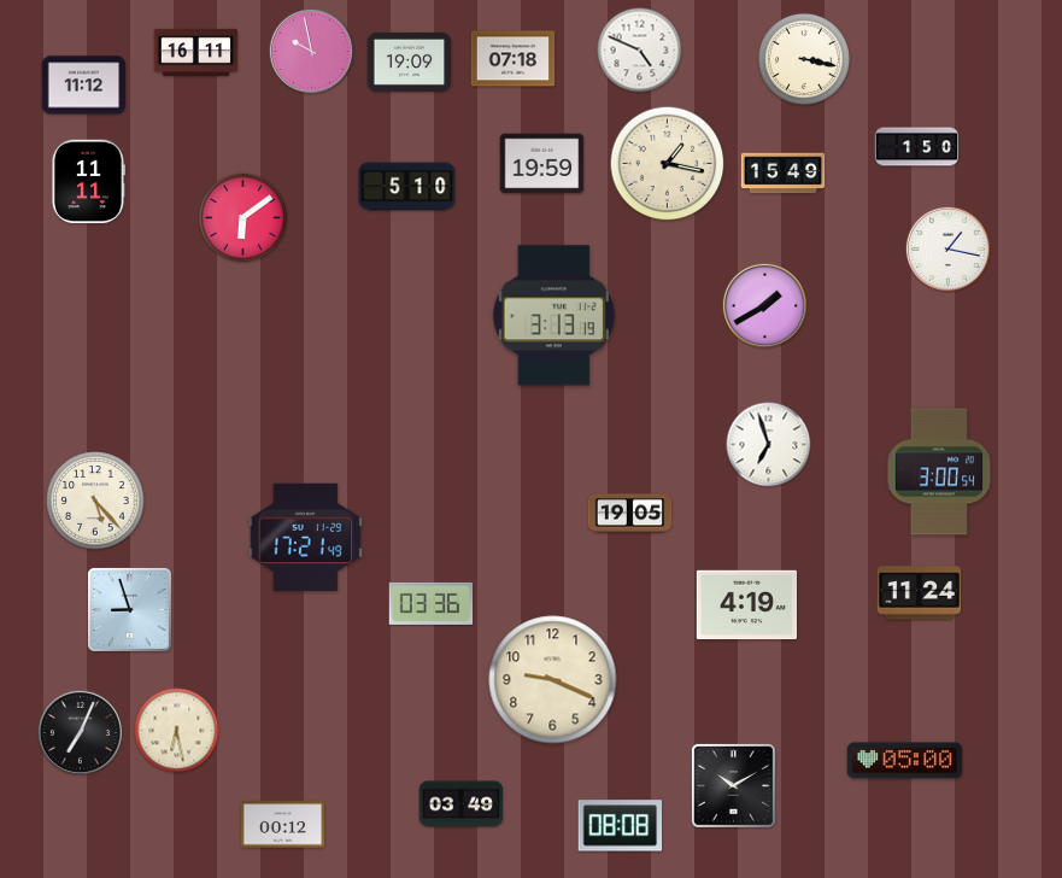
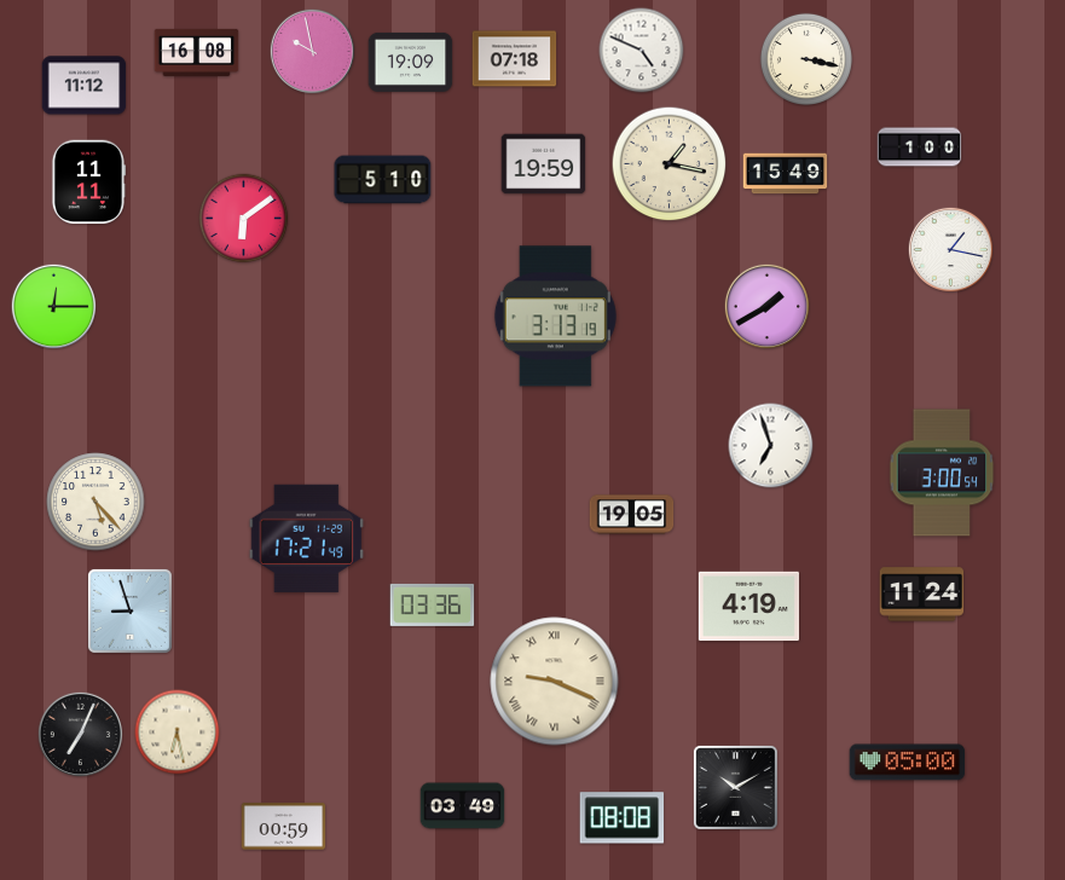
clock at (196, 52): 16:11 -> 16:08
clock at (917, 147): 1:50 -> 1:00
clock at (407, 187) position: (407, 187) -> (383, 180)
clock at (54, 307): none -> 12:15
clock at (553, 680) numerals: Arabic -> Roman
clock at (283, 825): 00:12 -> 00:59
clock at (621, 826) position: (621, 826) -> (623, 818)
